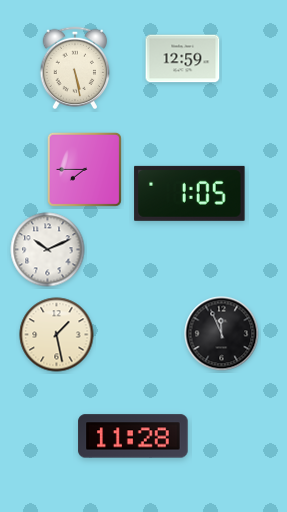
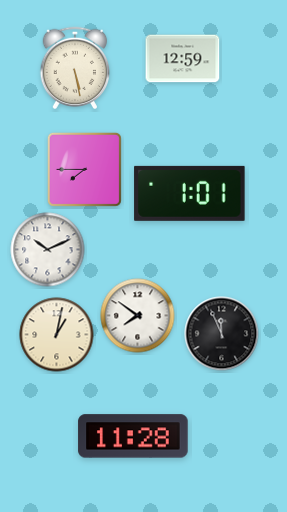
clock at (190, 193): 1:05 -> 1:01
clock at (138, 316): none -> 7:51
clock at (57, 335): 1:28 -> 1:02
